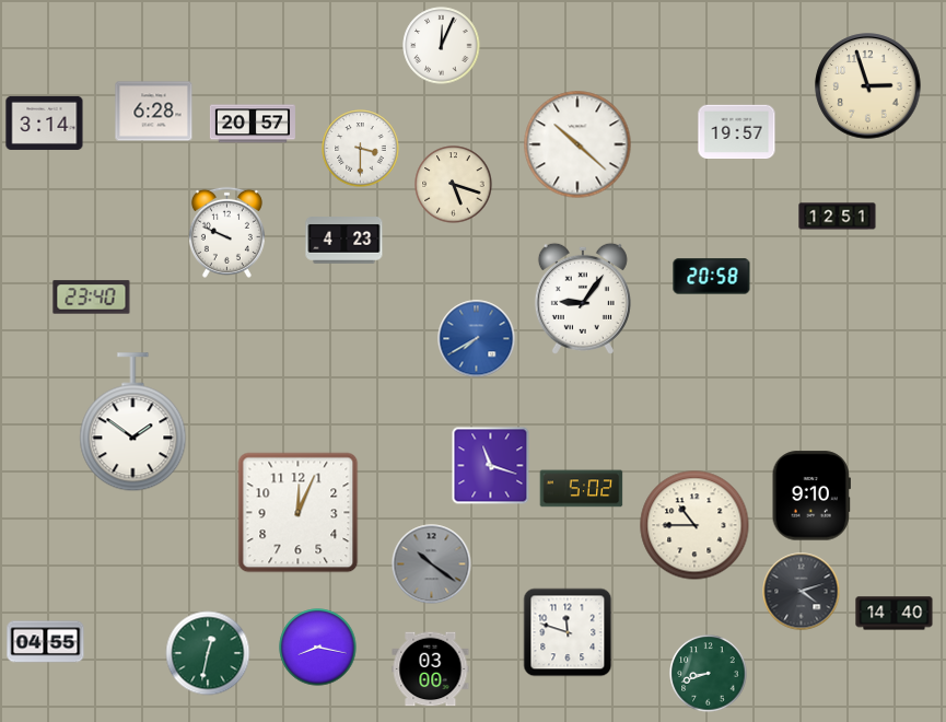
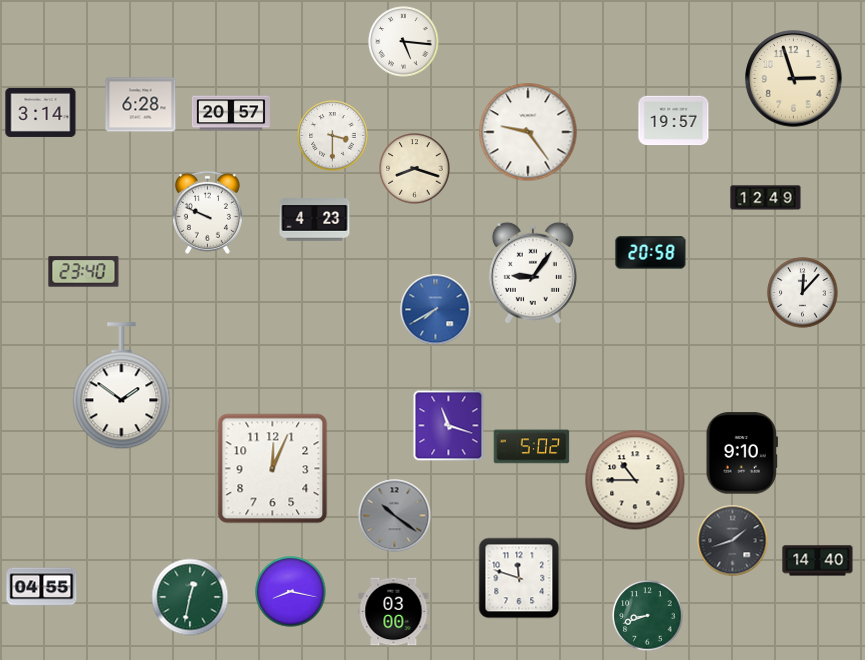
clock at (442, 46): 12:04 -> 5:16
clock at (154, 112) position: (154, 112) -> (141, 105)
clock at (577, 144): 10:22 -> 9:24
clock at (361, 149) position: (361, 149) -> (333, 136)
clock at (454, 185): 5:18 -> 8:18
clock at (838, 217): 12:51 -> 12:49
clock at (803, 293): none -> 12:07
clock at (802, 592): 4:12 -> 1:42
